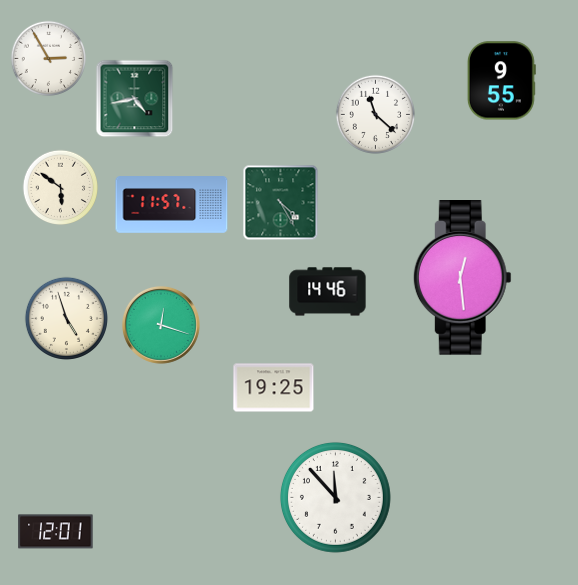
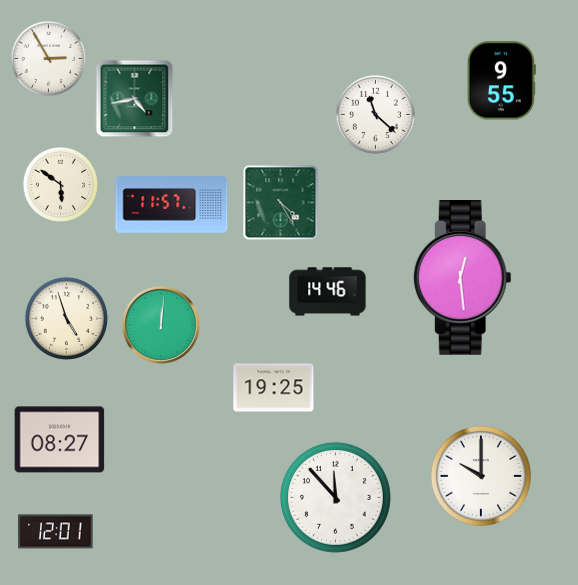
clock at (61, 188) position: (61, 188) -> (61, 185)
clock at (161, 325): 12:18 -> 12:01
clock at (60, 440): none -> 08:27
clock at (481, 476): none -> 10:00
